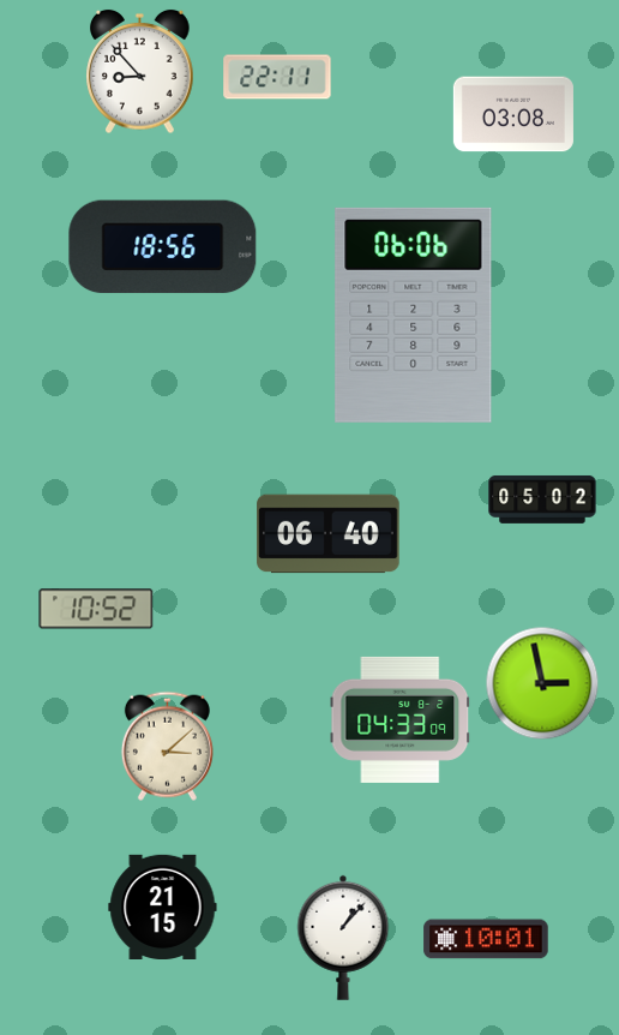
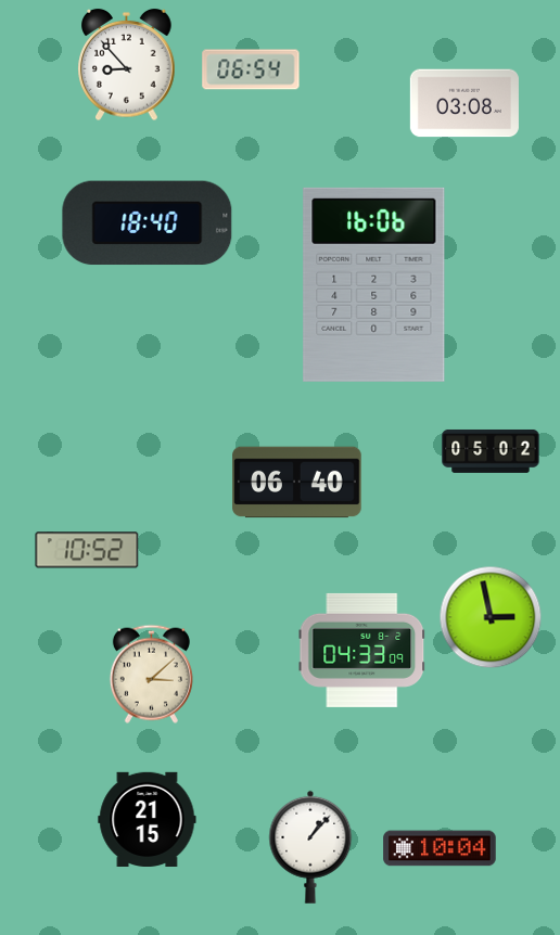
clock at (277, 77): 22:11 -> 06:54
clock at (163, 247): 18:56 -> 18:40
clock at (414, 315): 06:06 -> 16:06
clock at (486, 939): 10:01 -> 10:04
